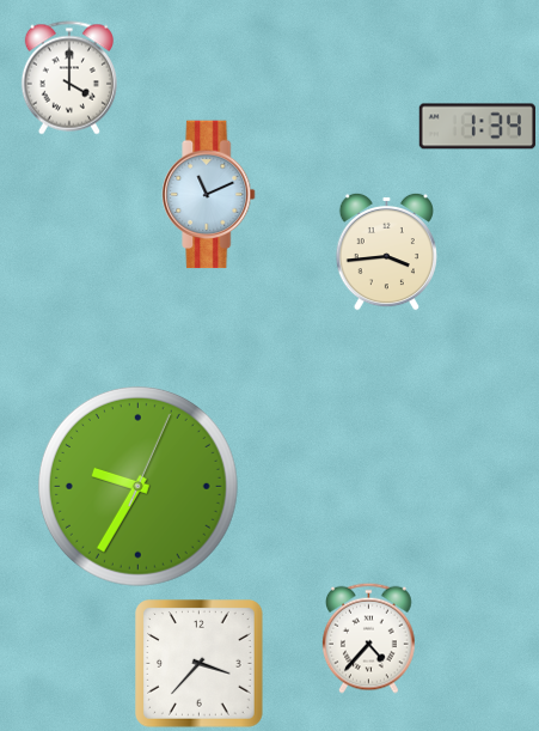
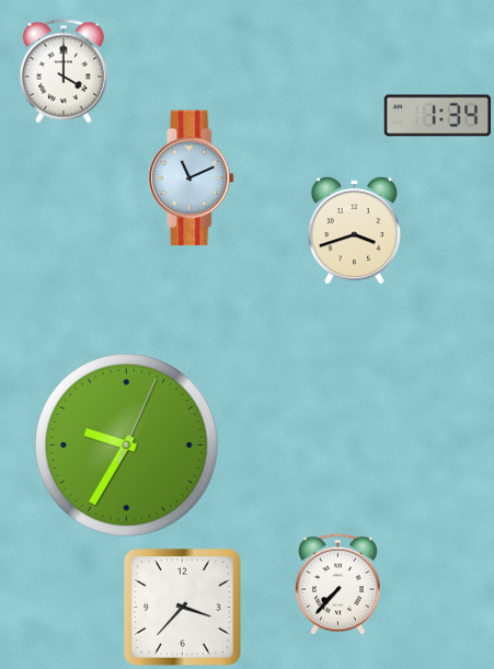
clock at (386, 251): 3:44 -> 3:42
clock at (369, 638): 4:37 -> 7:37
